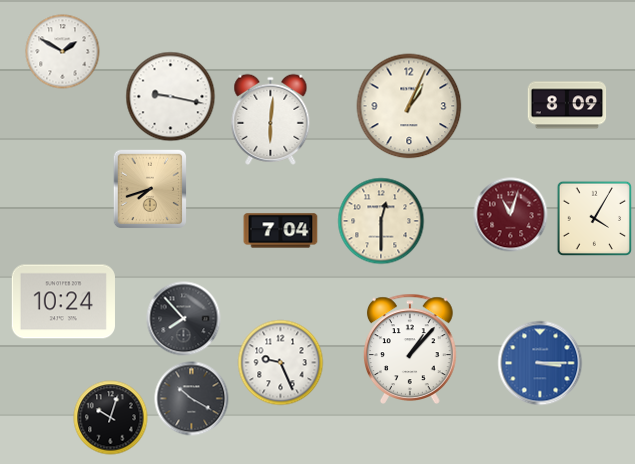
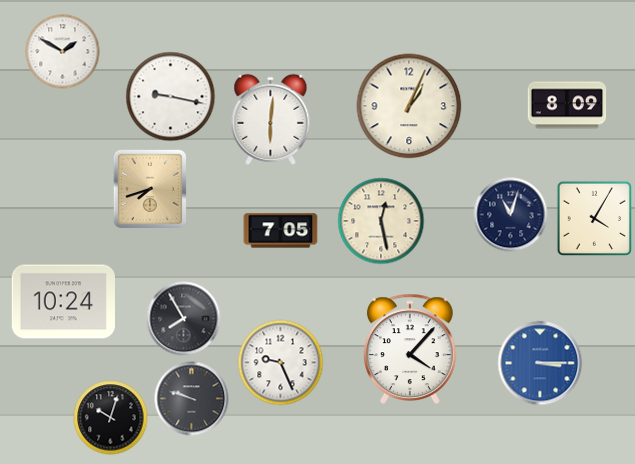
clock at (511, 215) dial: burgundy -> navy
clock at (381, 221): 12:30 -> 12:28
clock at (281, 231): 7:04 -> 7:05
clock at (184, 319): 7:53 -> 7:55
clock at (411, 349): 1:07 -> 4:07
clock at (192, 399): 10:20 -> 9:48
